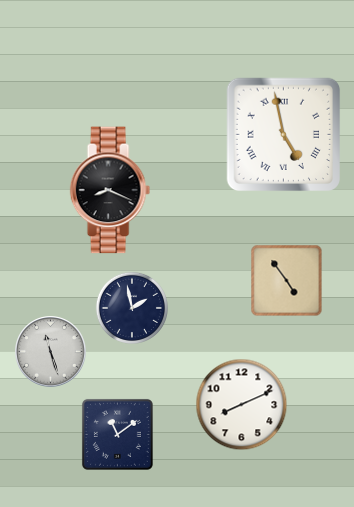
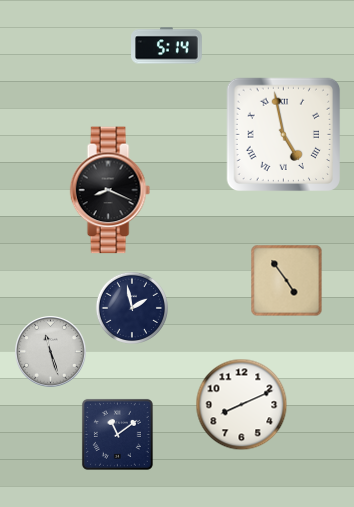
clock at (167, 46): none -> 5:14
